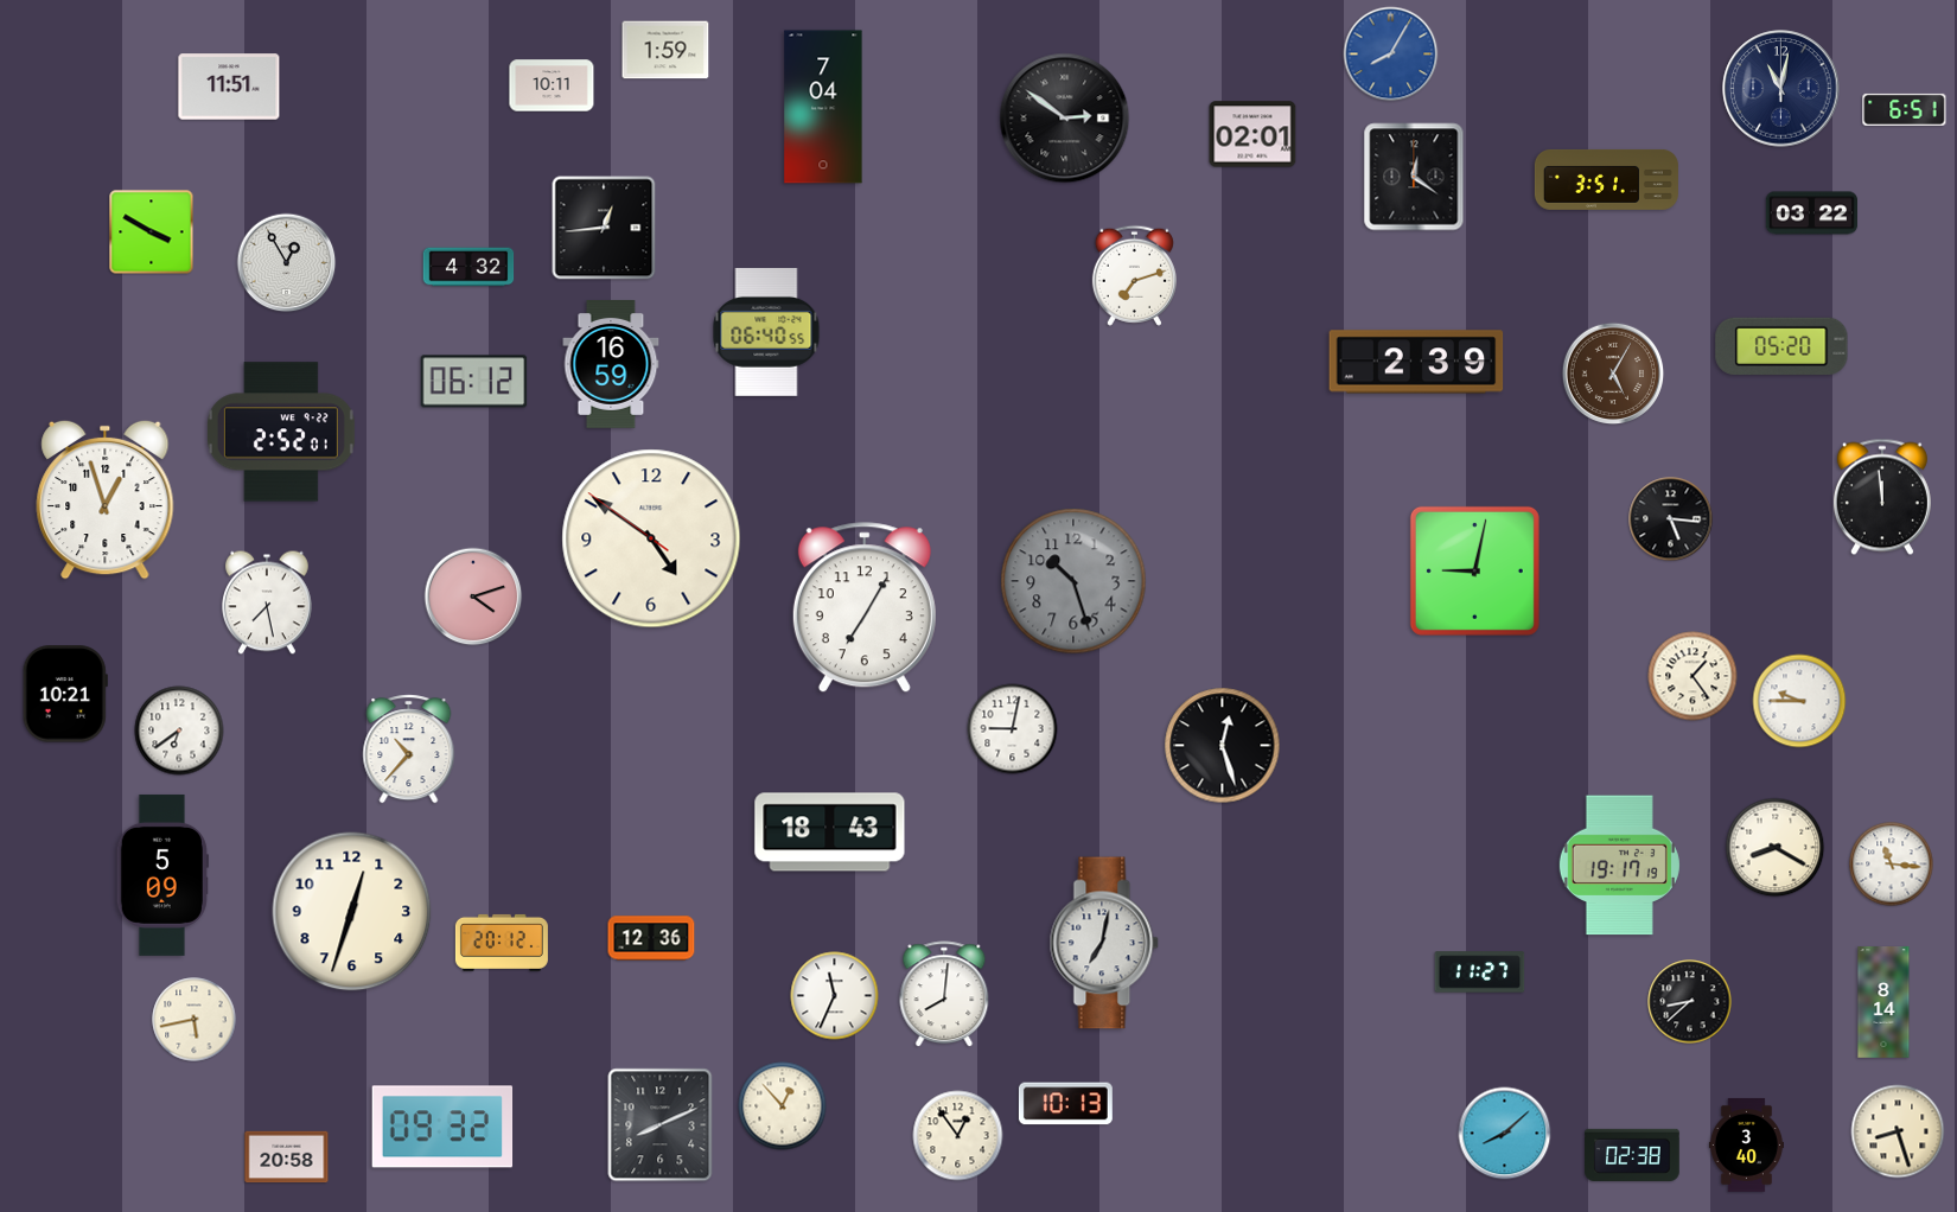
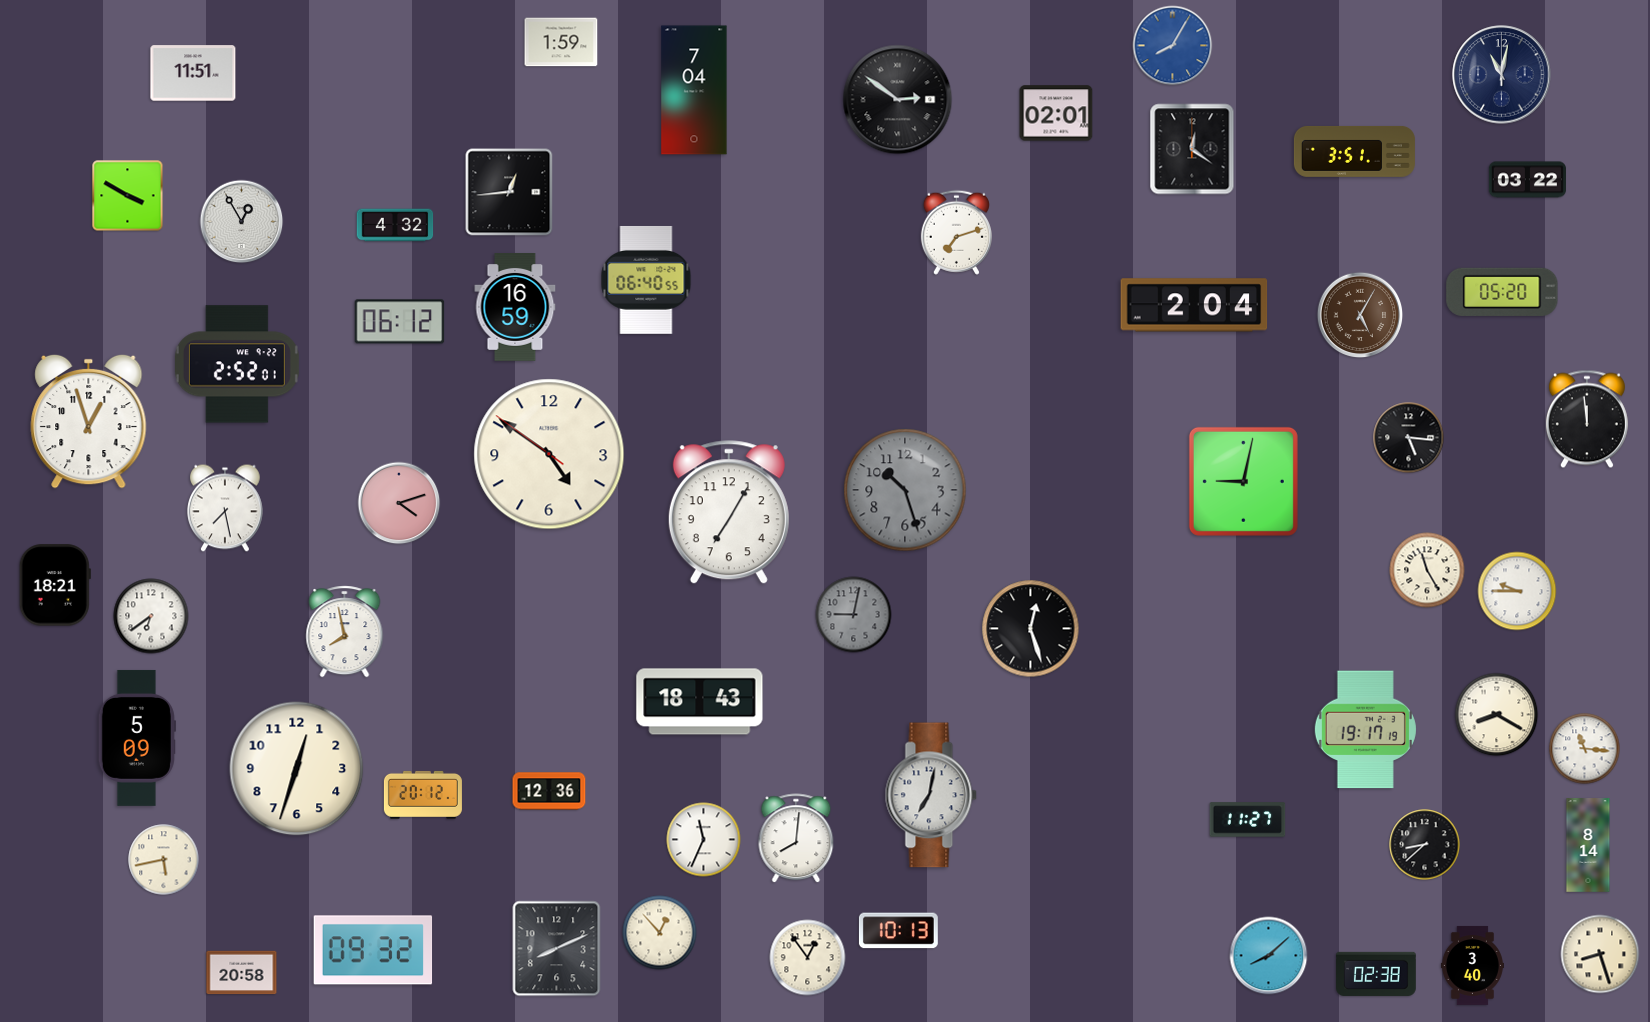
clock at (552, 85): 10:11 -> none
clock at (1905, 109): 6:51 -> none
clock at (1416, 362): 2:39 -> 2:04
clock at (1693, 676): 1:24 -> 11:25
clock at (65, 694): 10:21 -> 18:21
clock at (1013, 729) dial: white -> grey
clock at (409, 749): 10:37 -> 7:58
clock at (1892, 865) position: (1892, 865) -> (1585, 749)
clock at (287, 1157) position: (287, 1157) -> (242, 973)
